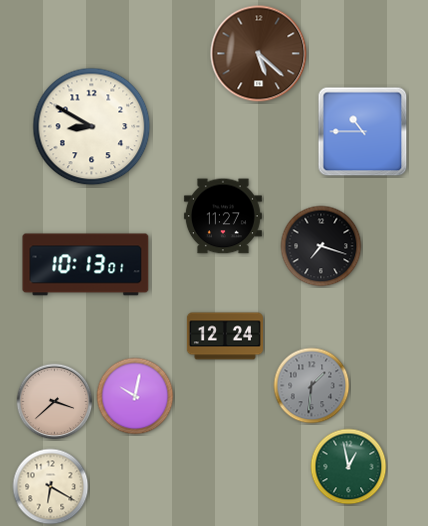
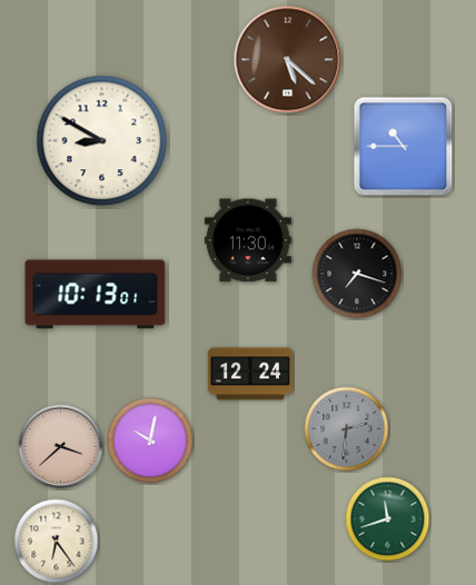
clock at (223, 216): 11:27 -> 11:30
clock at (312, 386): 1:31 -> 2:31
clock at (349, 467): 12:58 -> 11:42
clock at (51, 487): 6:20 -> 6:24
